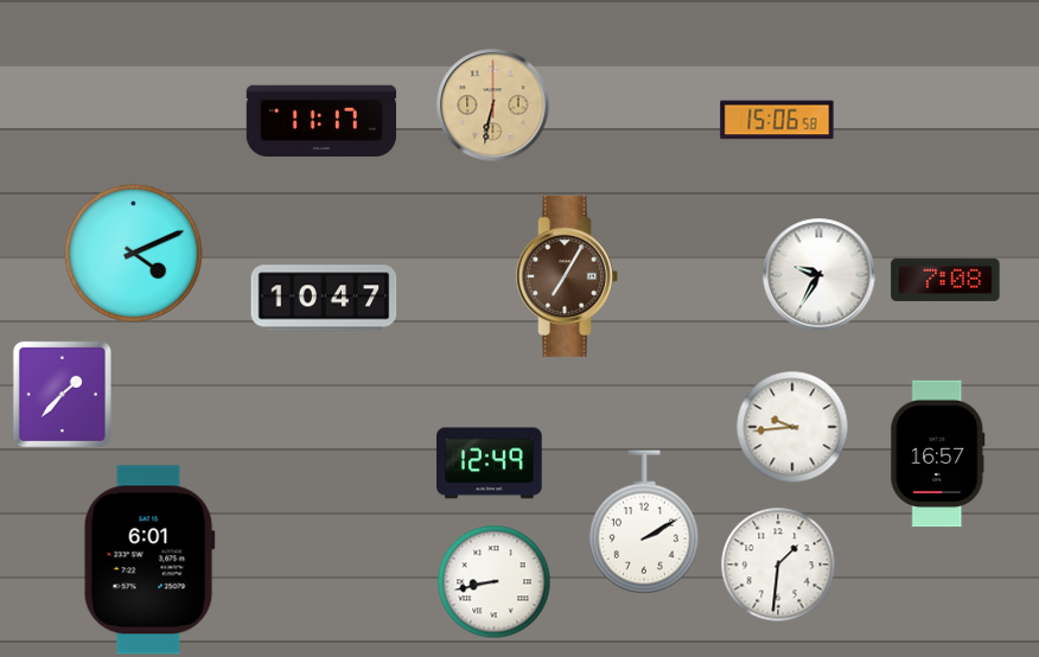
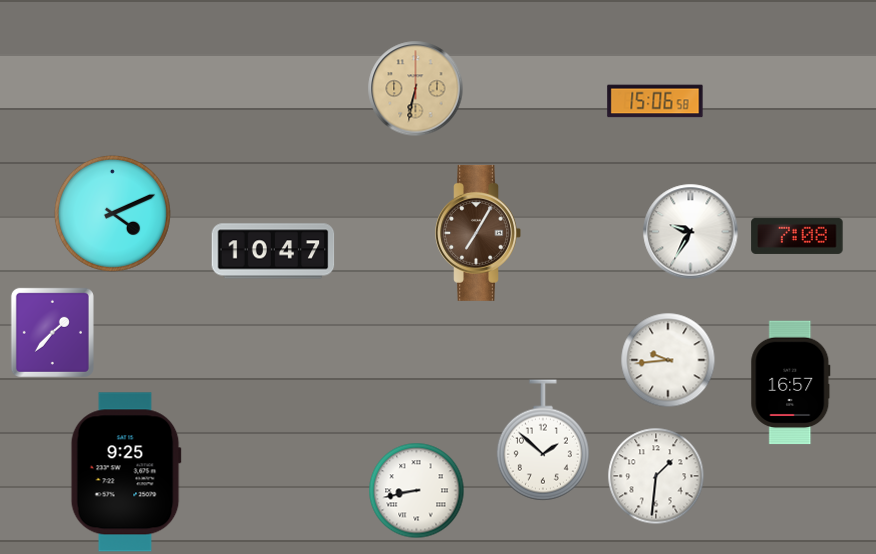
clock at (321, 121): 11:17 -> none
clock at (490, 464): 12:49 -> none
clock at (644, 522): 2:10 -> 1:52
clock at (149, 560): 6:01 -> 9:25
